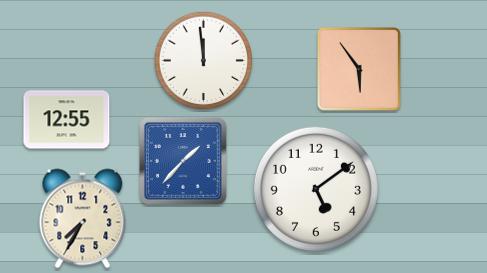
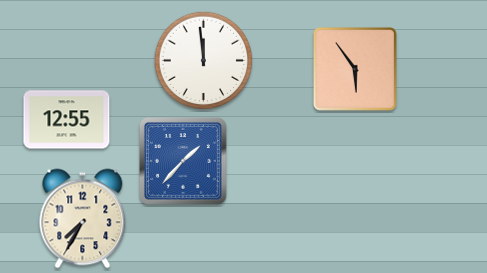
clock at (359, 69) position: (359, 69) -> (355, 69)
clock at (316, 189): 5:09 -> none
